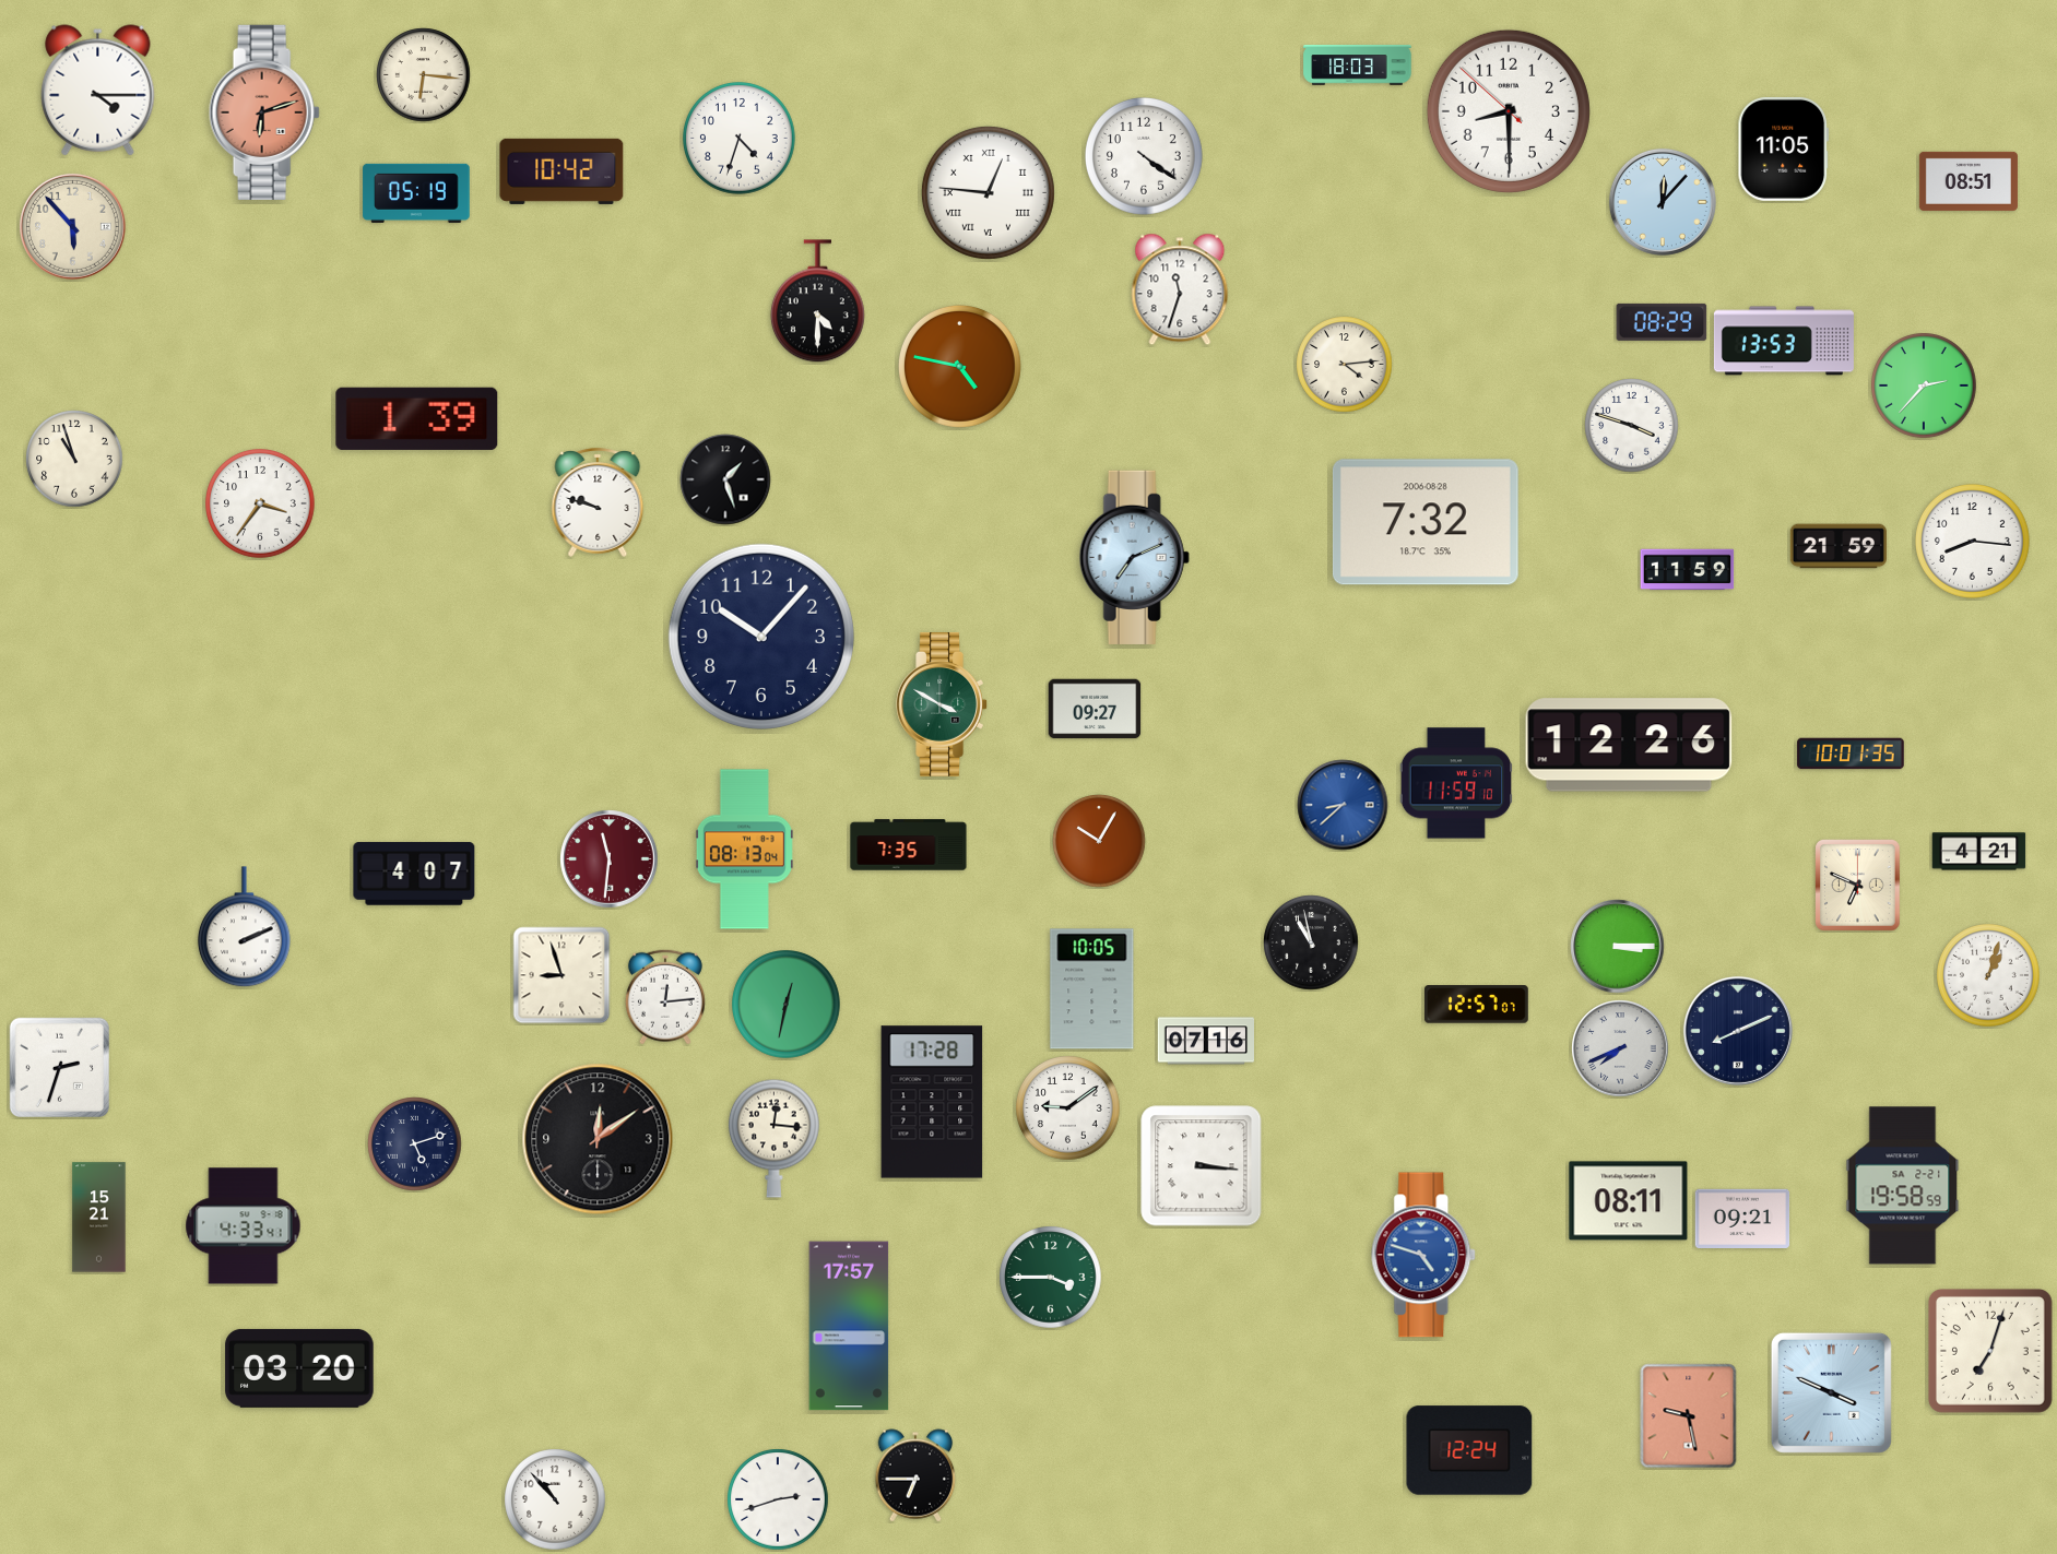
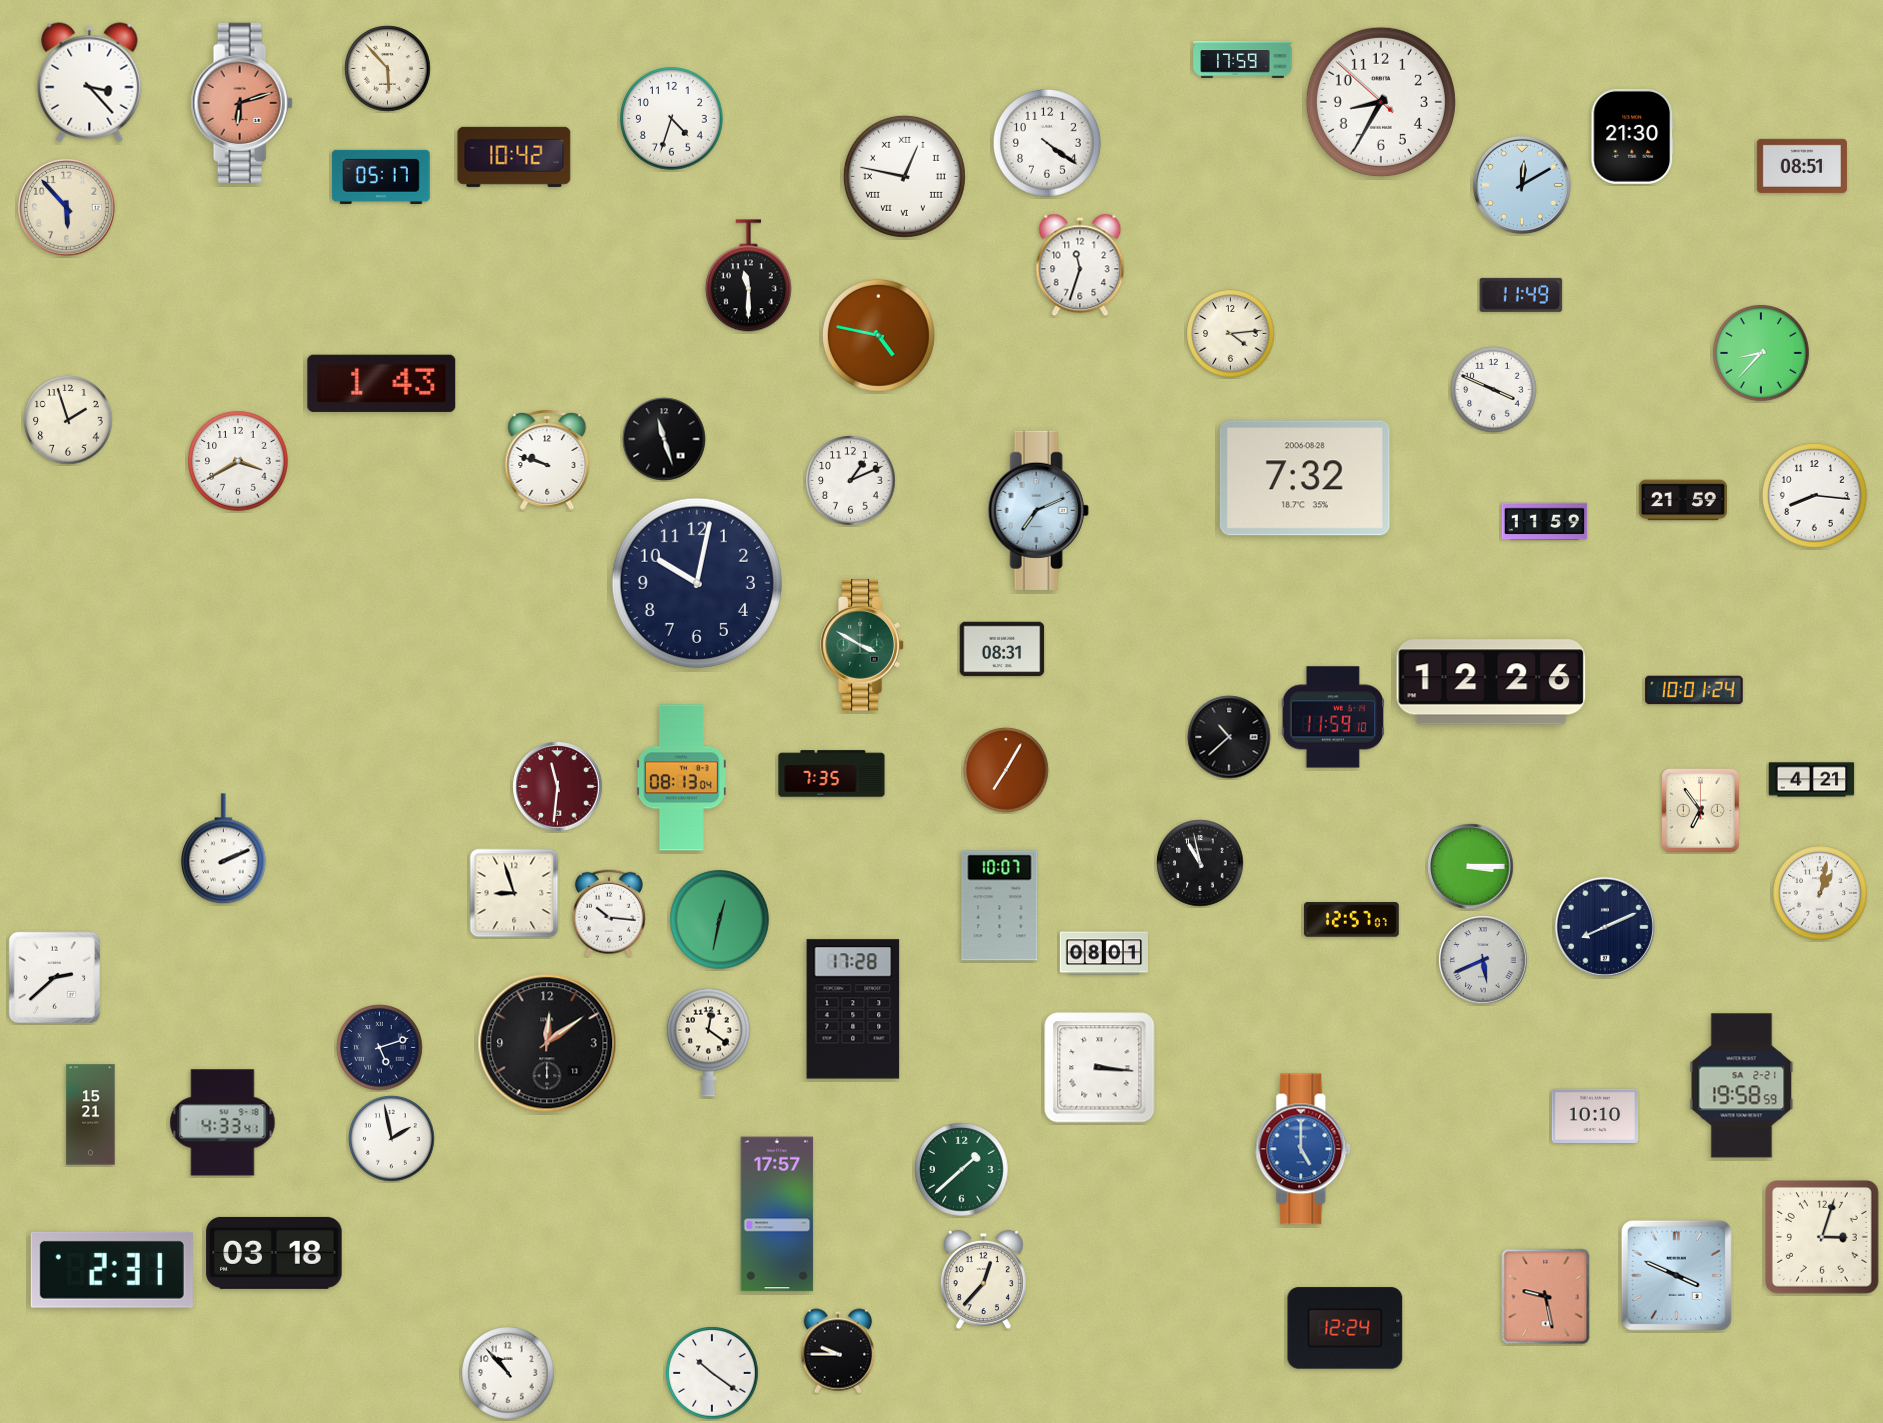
clock at (1358, 66): 18:03 -> 17:59
clock at (424, 75): 6:16 -> 5:53
clock at (98, 91): 4:15 -> 3:23
clock at (1509, 111): 8:29 -> 8:34
clock at (740, 139) position: (740, 139) -> (672, 119)
clock at (1784, 149): 11:05 -> 21:30
clock at (988, 192): 12:46 -> 12:47
clock at (416, 193): 05:19 -> 05:17
clock at (1663, 202): 12:07 -> 12:10
clock at (817, 301): 4:30 -> 11:30
clock at (1662, 322): 08:29 -> 11:49
clock at (1784, 341): 13:53 -> none
clock at (1924, 385): 2:37 -> 8:37
clock at (417, 418): 1:39 -> 1:43
clock at (1632, 426): 3:48 -> 3:49
clock at (74, 459): 10:57 -> 1:57
clock at (725, 479): 1:27 -> 11:27
clock at (260, 503): 3:36 -> 3:40
clock at (851, 481): none -> 1:11
clock at (1973, 542) position: (1973, 542) -> (1815, 496)
clock at (761, 637): 10:07 -> 10:02
clock at (1095, 709): 09:27 -> 08:31
clock at (1851, 754): 10:01:35 -> 10:01:24
clock at (1343, 805): 8:38 -> 10:38
clock at (1343, 805) dial: blue -> black
clock at (1099, 841): 10:05 -> 7:05
clock at (414, 874): 4:07 -> none
clock at (1858, 886): 6:49 -> 6:54
clock at (1618, 947) position: (1618, 947) -> (1471, 867)
clock at (1988, 975): 1:03 -> 1:02
clock at (1092, 989): 10:05 -> 10:07
clock at (665, 997): 12:14 -> 10:16
clock at (1738, 1031) position: (1738, 1031) -> (1605, 927)
clock at (1205, 1041): 07:16 -> 08:01
clock at (1620, 1048): 7:41 -> 5:41
clock at (59, 1067): 2:33 -> 2:38
clock at (1068, 1108): 9:09 -> none
clock at (773, 1138): 12:16 -> 12:21
clock at (1629, 1201): 08:11 -> none
clock at (1742, 1218): 09:21 -> 10:10
clock at (392, 1139): none -> 1:58
clock at (1424, 1255): 4:48 -> 5:00
clock at (1051, 1278): 3:45 -> 1:38
clock at (1991, 1352): 7:03 -> 3:03
clock at (299, 1368): 03:20 -> 03:18
clock at (112, 1270): none -> 2:31
clock at (983, 1279): none -> 12:37
clock at (915, 1475): 6:45 -> 9:45
clock at (778, 1499): 2:42 -> 10:21
